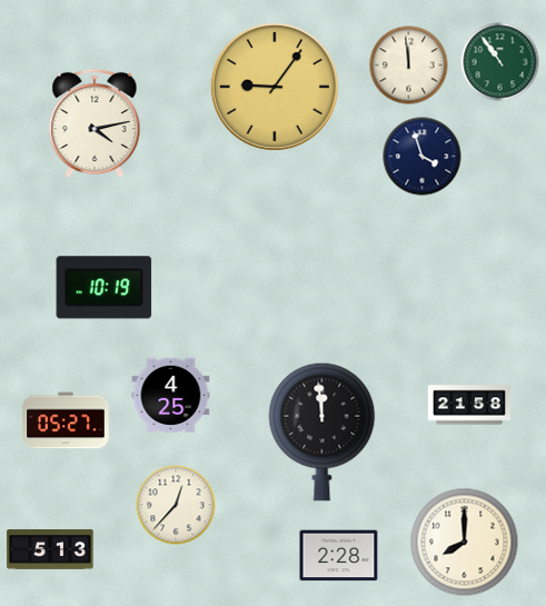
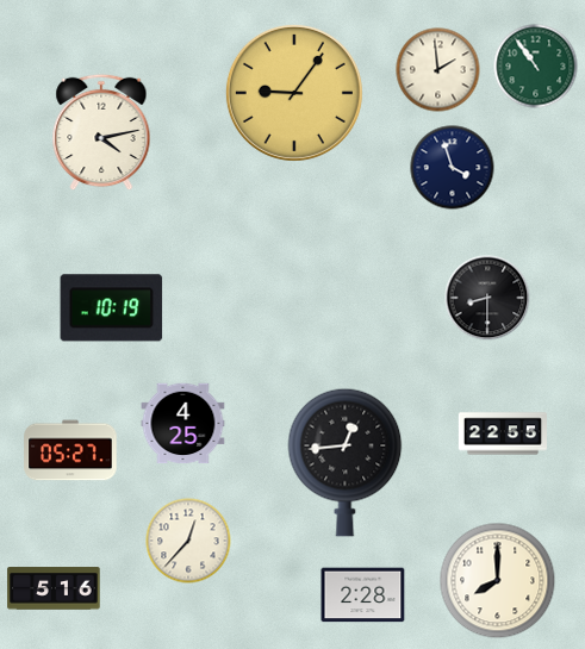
clock at (409, 66): 11:59 -> 1:59
clock at (487, 298): none -> 8:30
clock at (468, 405): 21:58 -> 22:55
clock at (322, 431): 11:59 -> 12:44
clock at (50, 549): 5:13 -> 5:16
